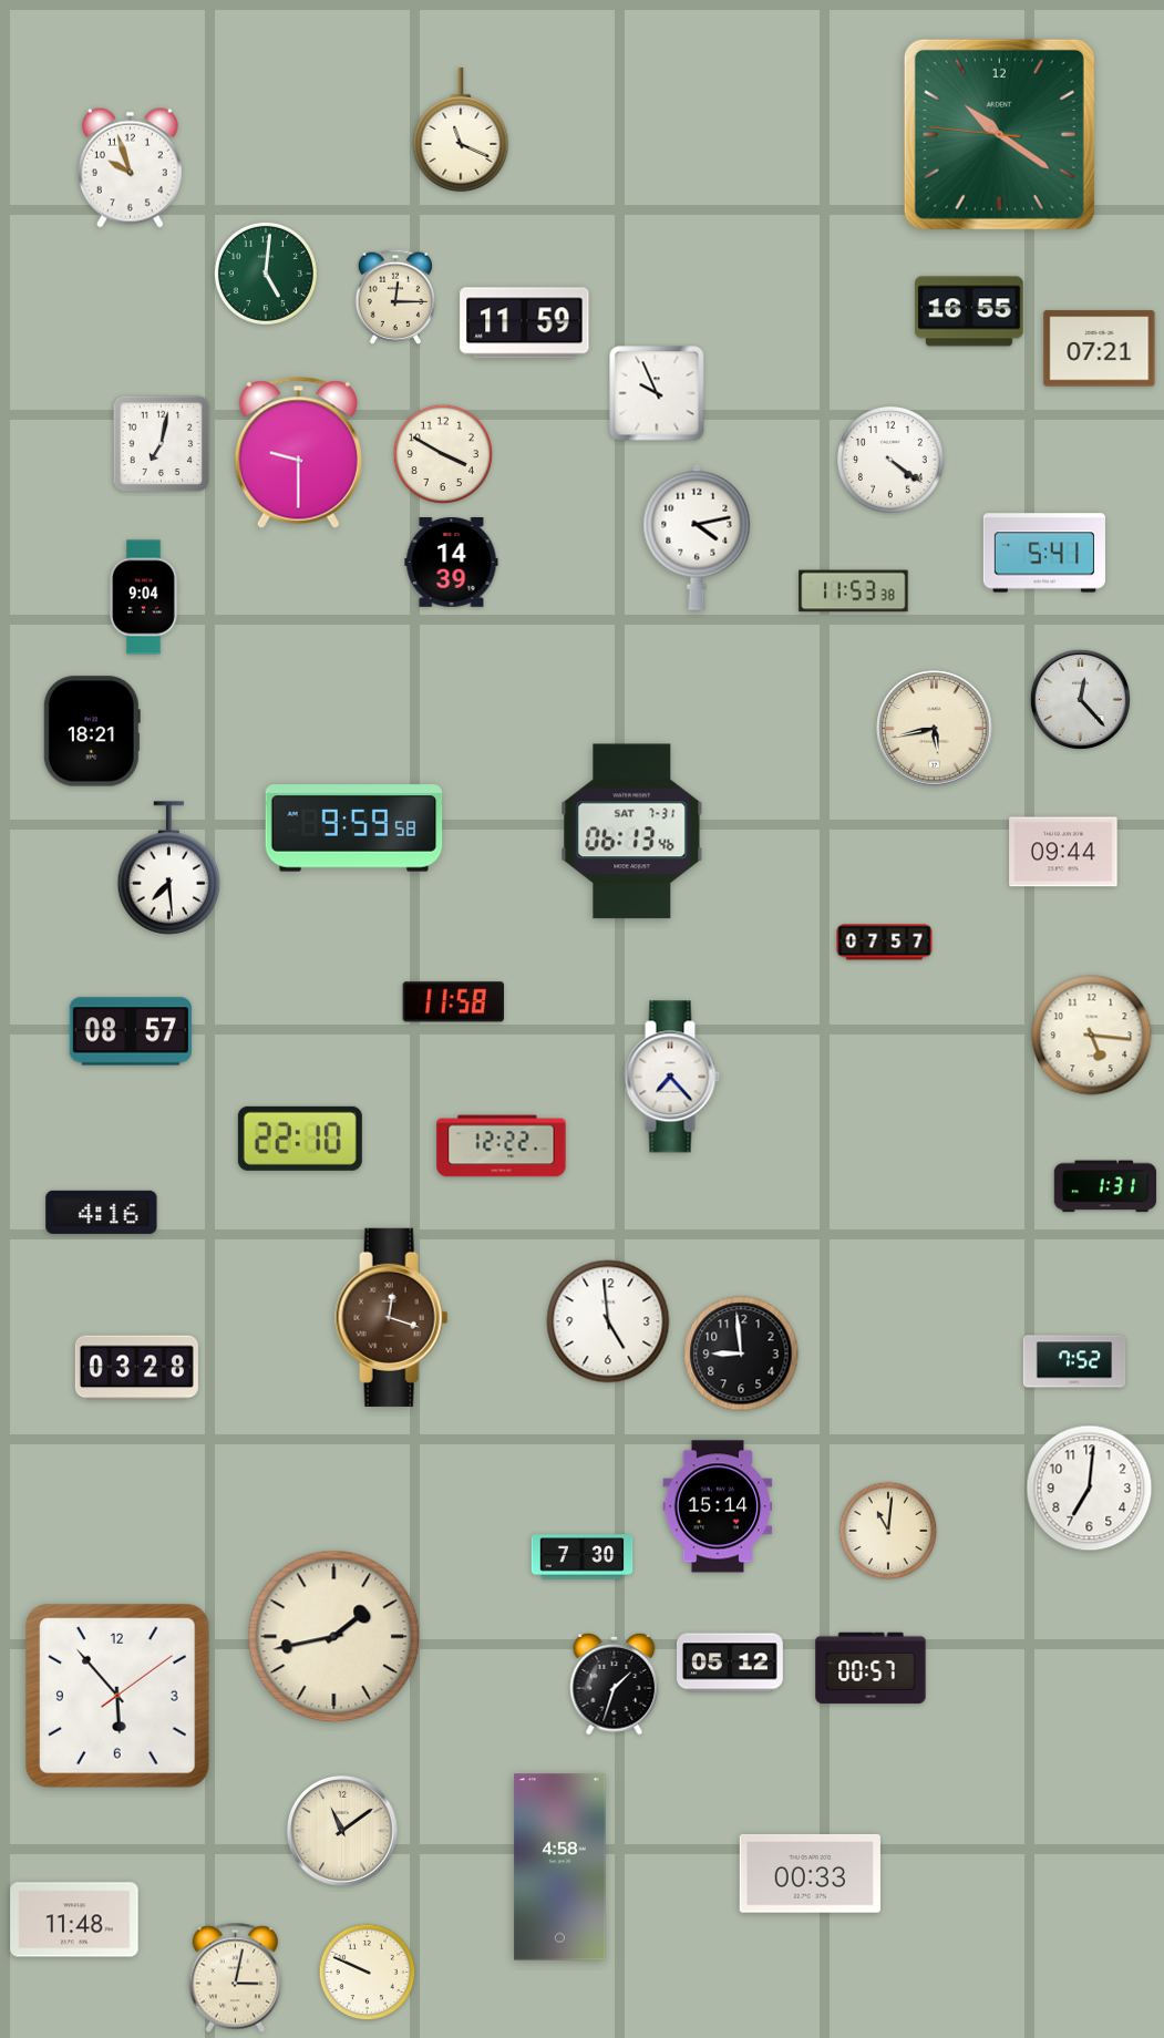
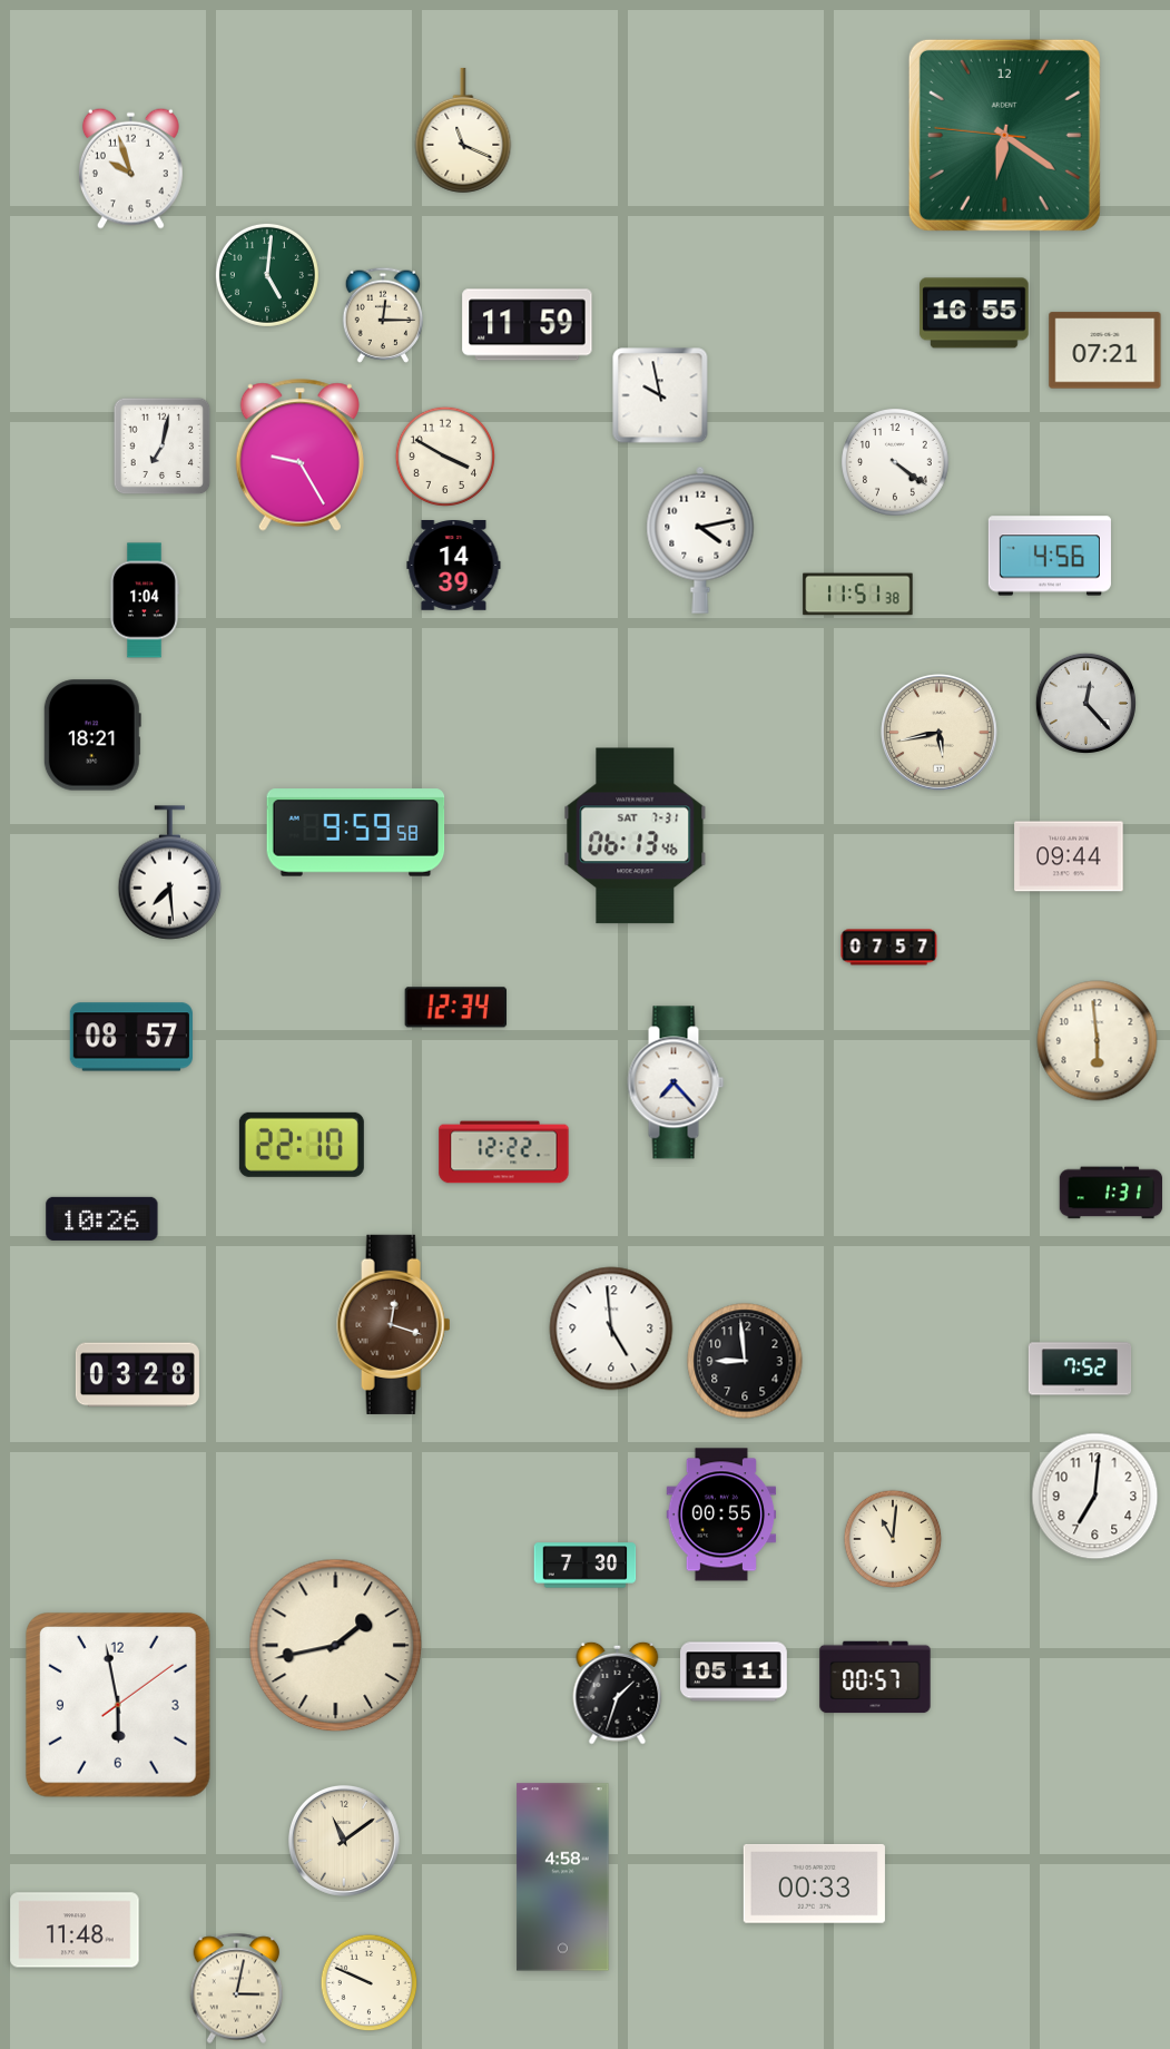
clock at (999, 134): 10:20 -> 6:20
clock at (395, 297) position: (395, 297) -> (383, 315)
clock at (657, 393): 9:56 -> 9:58
clock at (298, 452): 9:30 -> 9:25
clock at (1044, 553): 5:41 -> 4:56
clock at (854, 591): 11:53 -> 11:51
clock at (144, 597): 9:04 -> 1:04
clock at (453, 1002): 11:58 -> 12:34
clock at (1092, 1036): 5:16 -> 5:59
clock at (102, 1212): 4:16 -> 10:26
clock at (718, 1506): 15:14 -> 00:55
clock at (731, 1663): 05:12 -> 05:11
clock at (117, 1696): 5:53 -> 5:58
